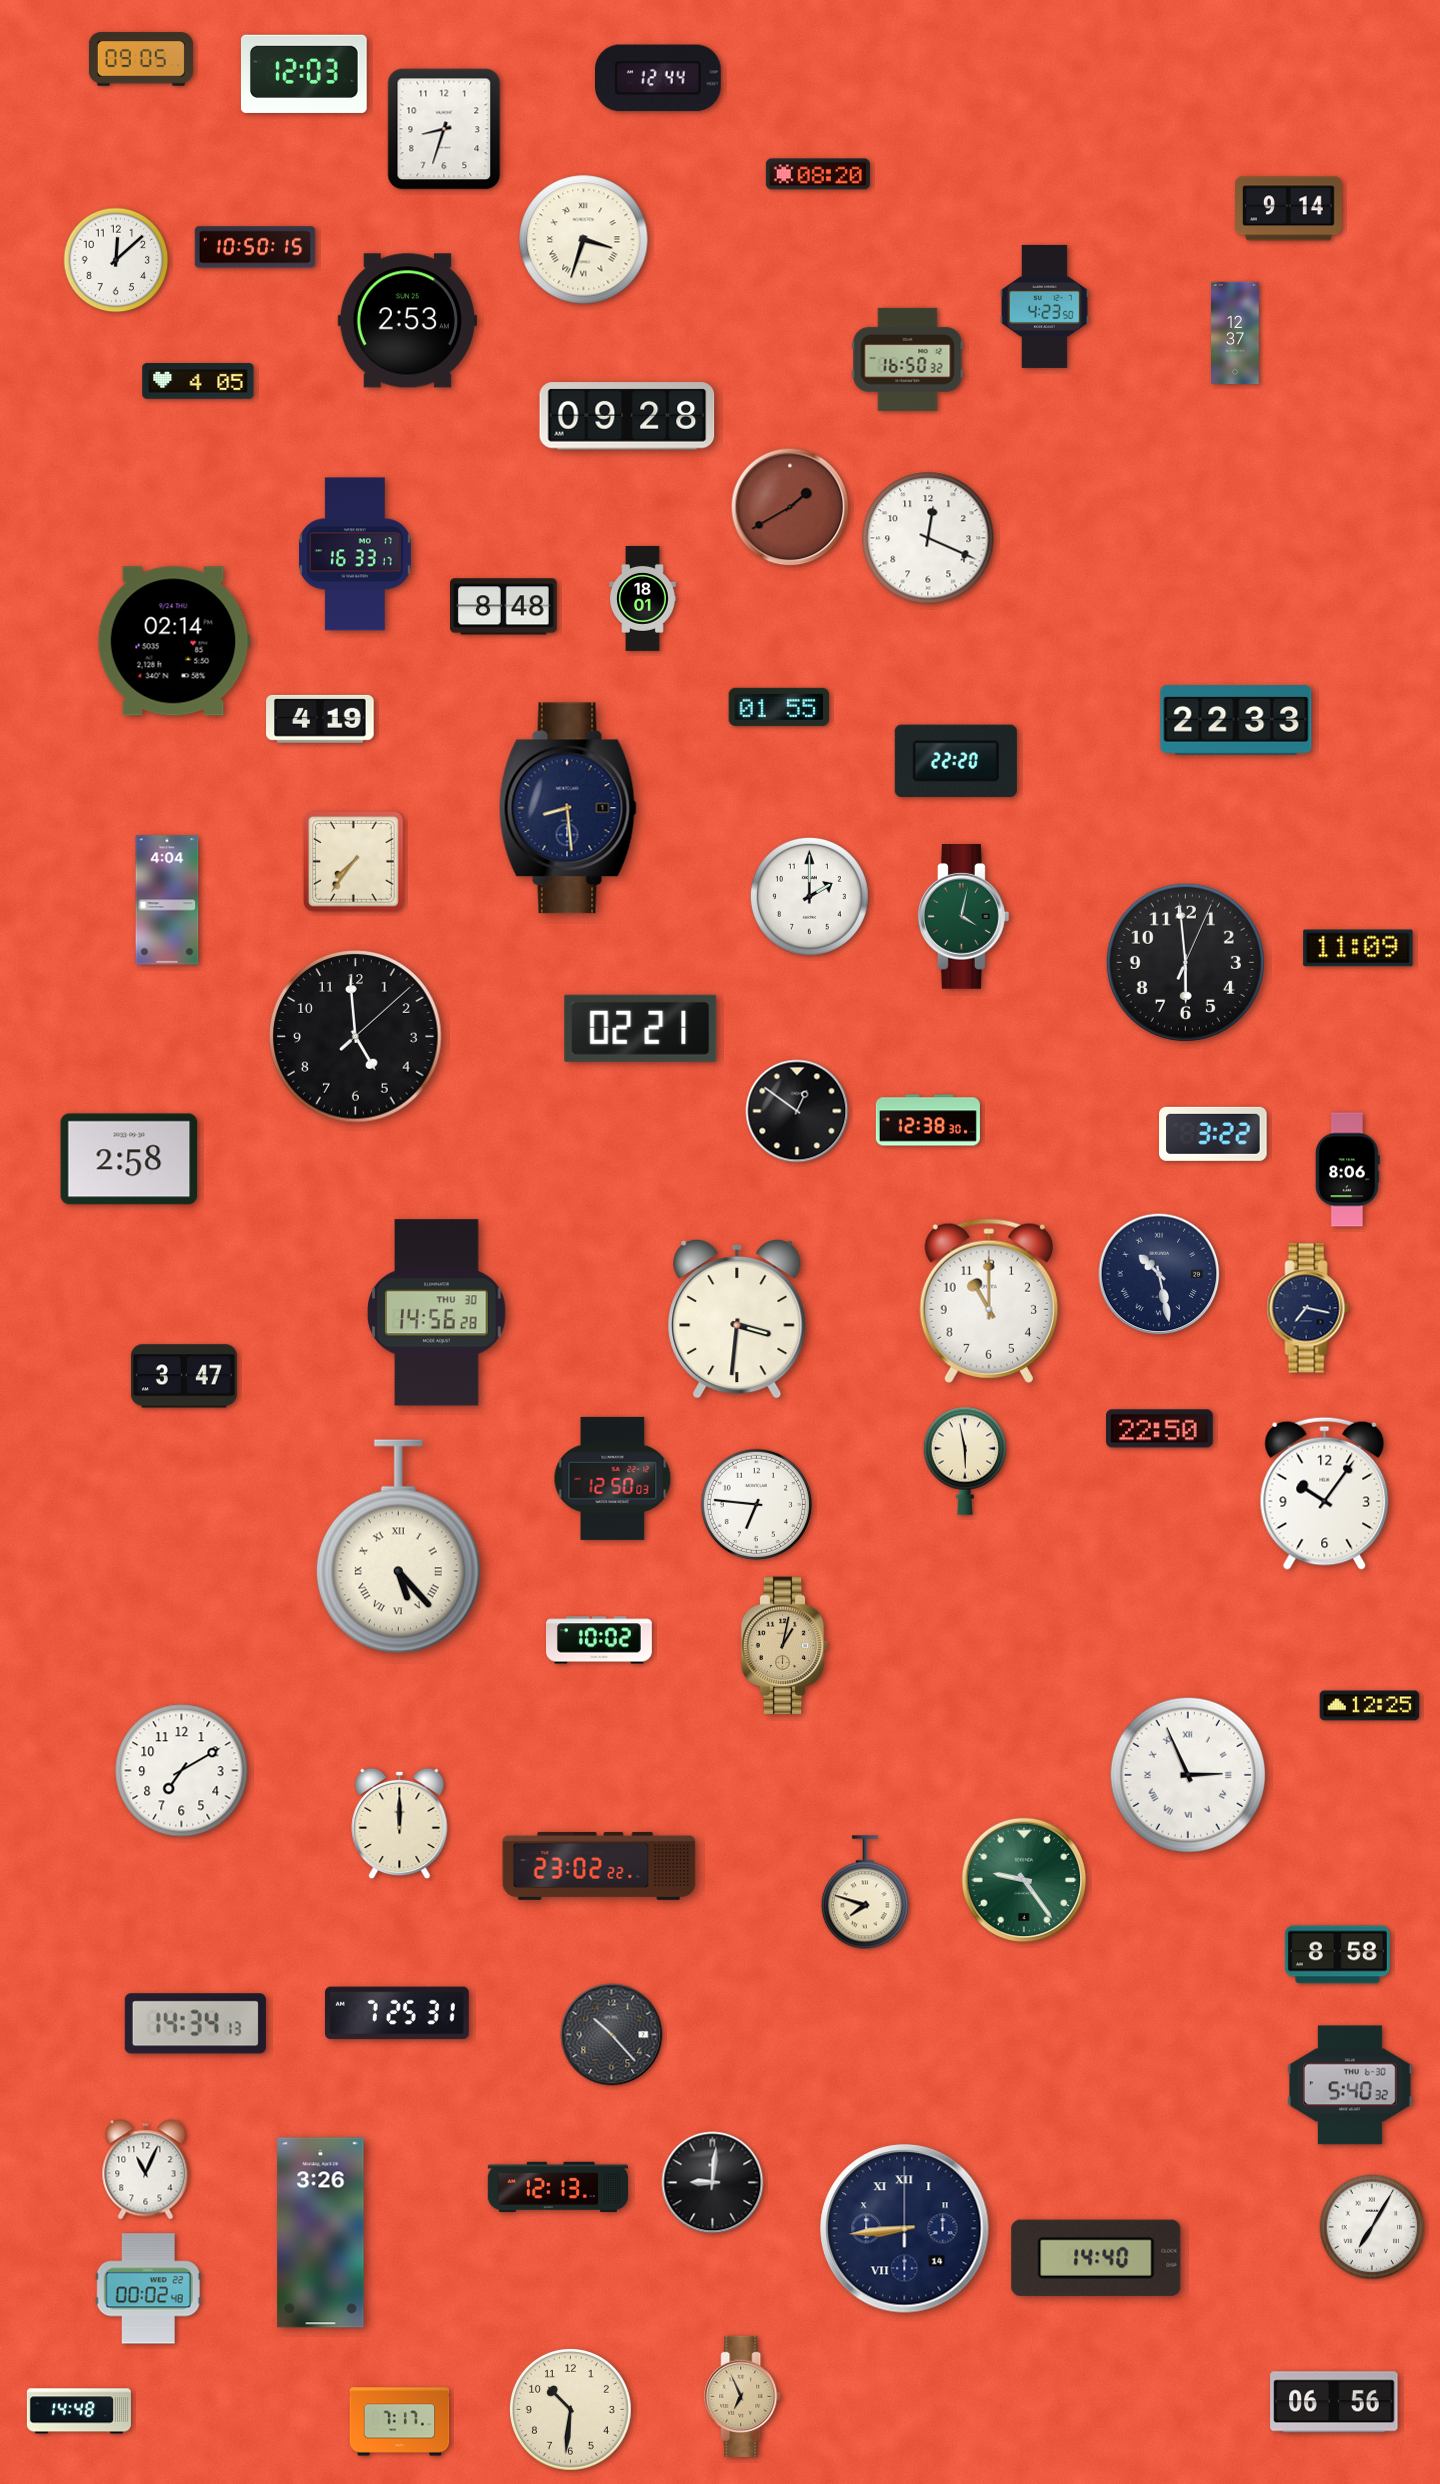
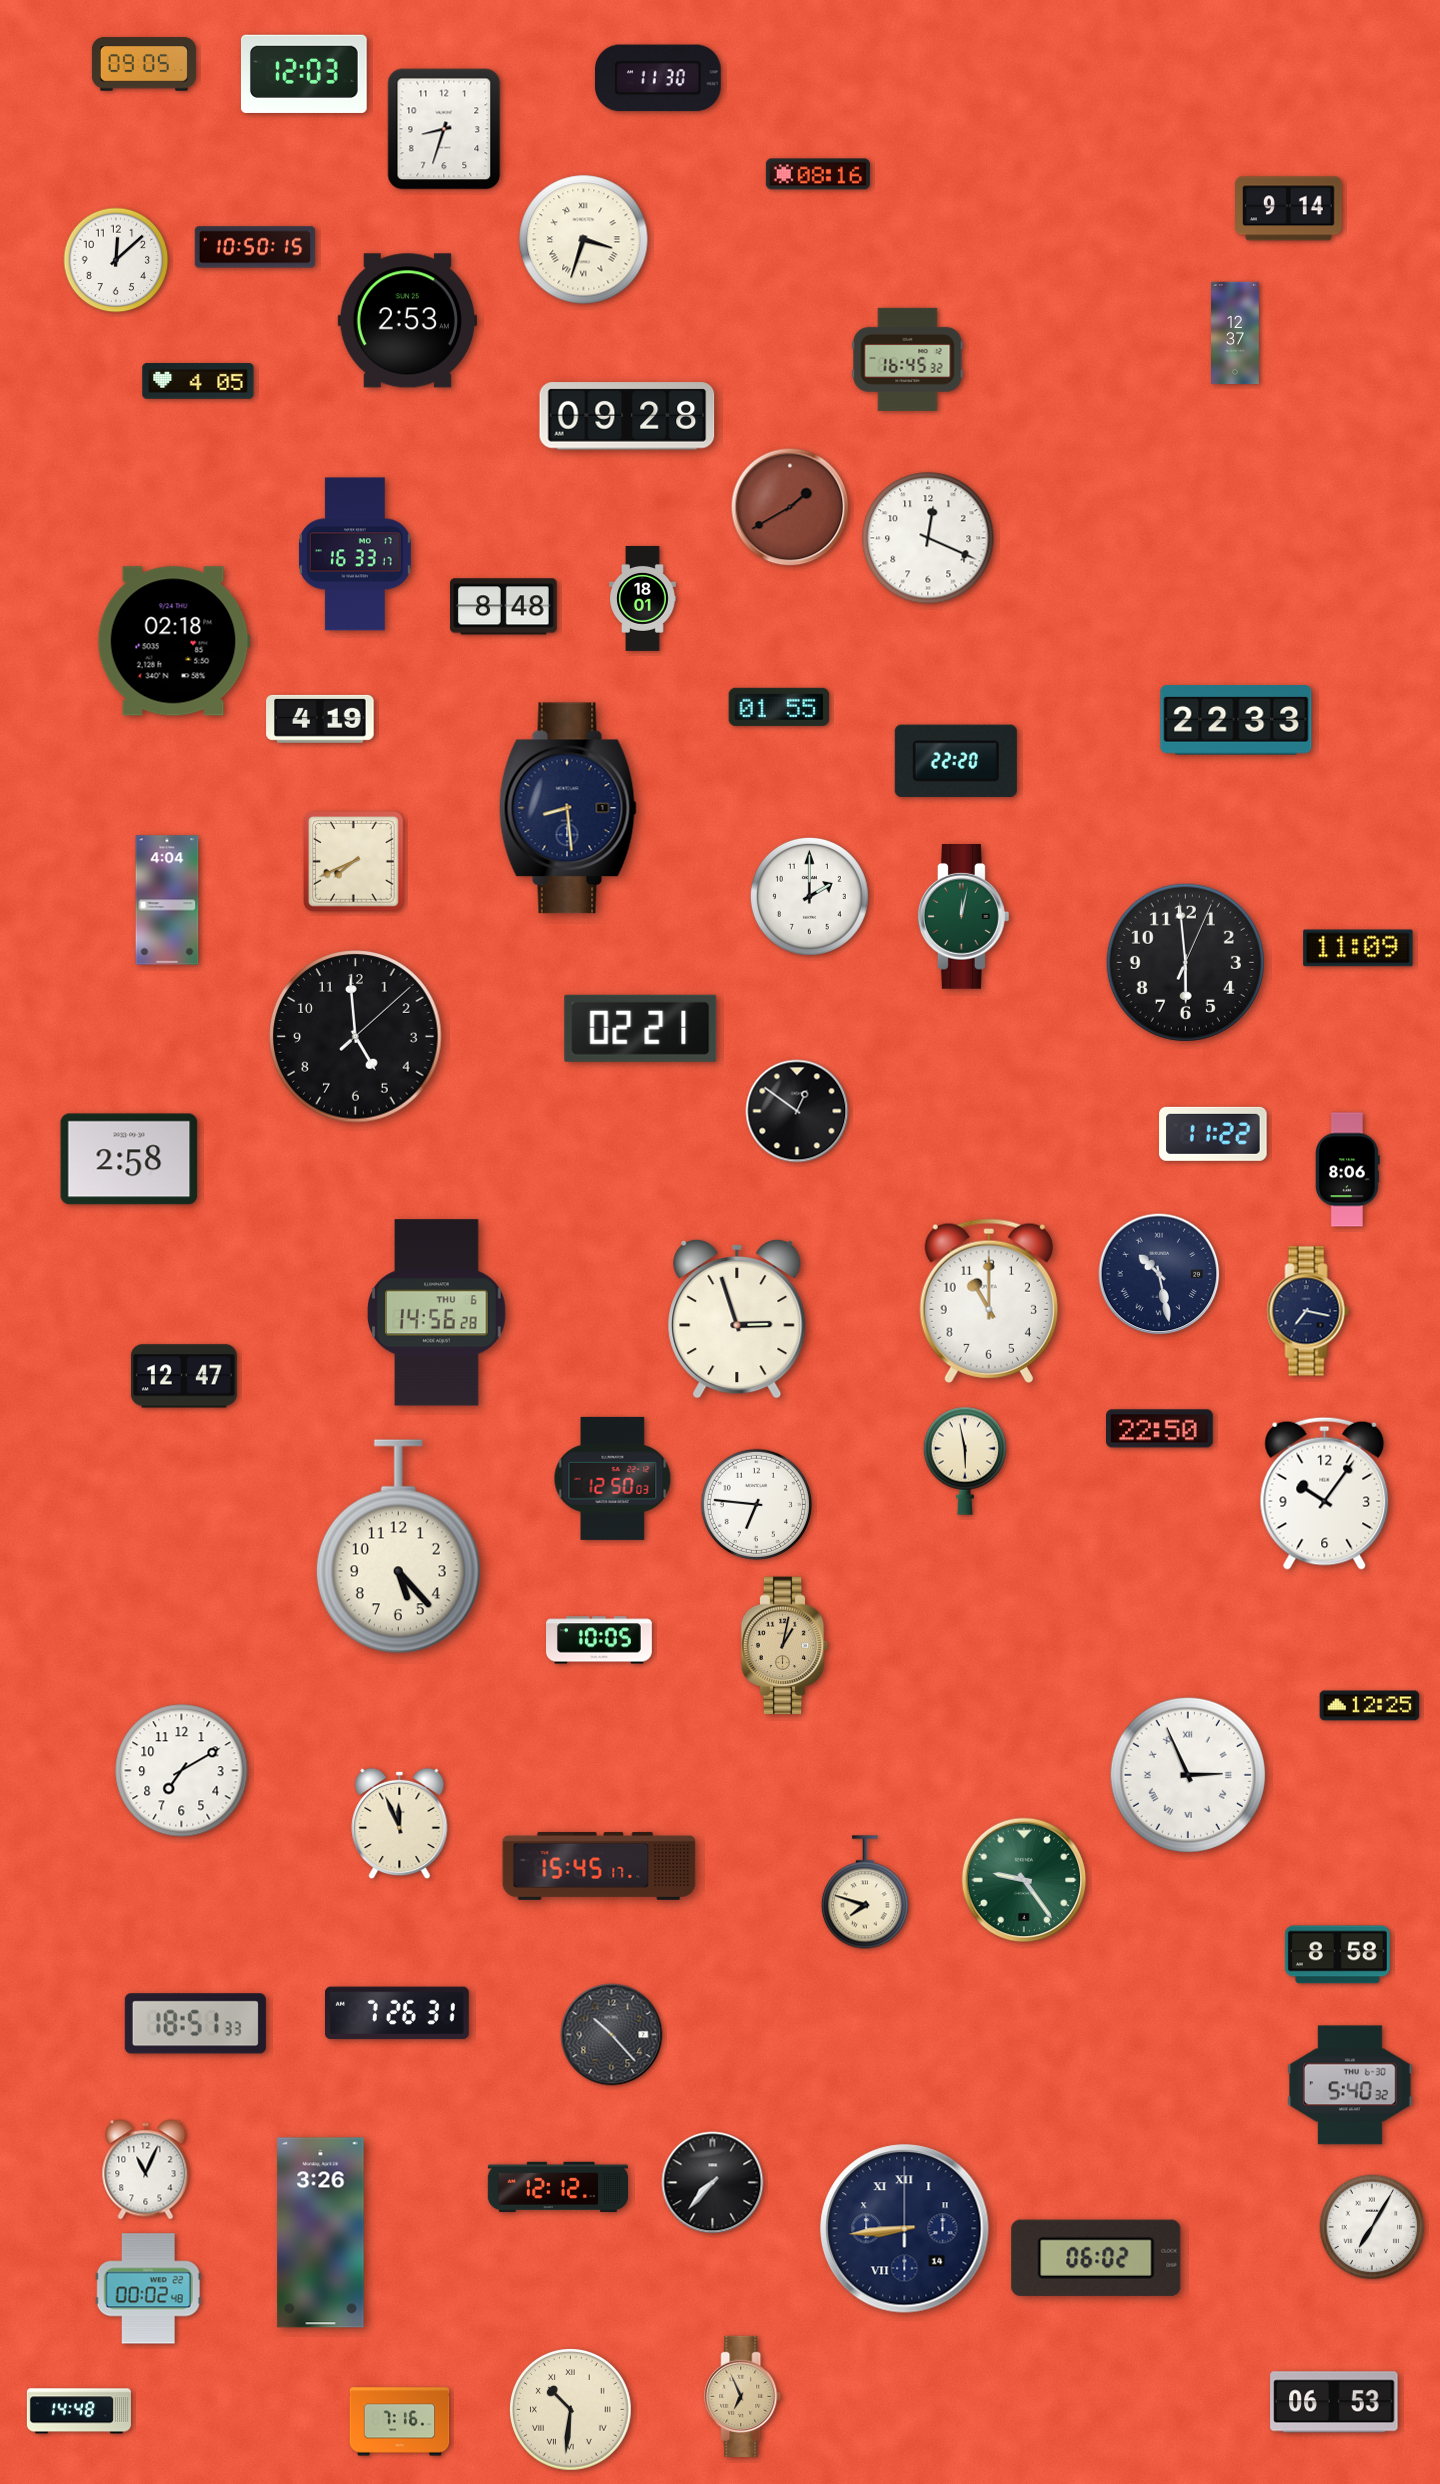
clock at (141, 59) position: (141, 59) -> (144, 64)
clock at (658, 78): 12:44 -> 11:30
clock at (818, 174): 08:20 -> 08:16
clock at (1044, 306): 4:23 -> none
clock at (908, 359): 16:50 -> 16:45
clock at (174, 641): 02:14 -> 02:18
clock at (354, 862): 7:36 -> 7:41
clock at (963, 917): 4:02 -> 12:02
clock at (928, 1120): 12:38 -> none
clock at (1213, 1134): 3:22 -> 11:22
clock at (1308, 1308) position: (1308, 1308) -> (1308, 1311)
clock at (437, 1313) date: THU 30 -> THU 6
clock at (737, 1319): 3:31 -> 2:57
clock at (184, 1376): 3:47 -> 12:47
clock at (398, 1547) numerals: Roman -> Arabic
clock at (600, 1640): 10:02 -> 10:05
clock at (400, 1824): 12:00 -> 11:56
clock at (599, 1866): 23:02 -> 15:45
clock at (397, 2013): 7:25 -> 7:26
clock at (195, 2024): 14:34 -> 18:51
clock at (713, 2183): 9:01 -> 7:37
clock at (557, 2187): 12:13 -> 12:12
clock at (1096, 2258): 14:40 -> 06:02
clock at (1334, 2402): 06:56 -> 06:53
clock at (571, 2410) numerals: Arabic -> Roman
clock at (400, 2422): 7:17 -> 7:16
